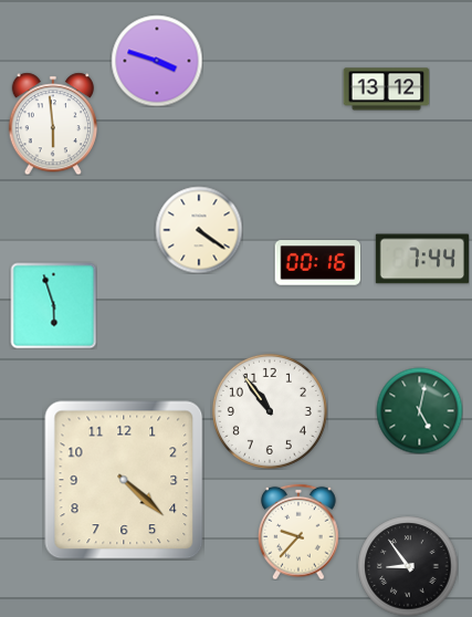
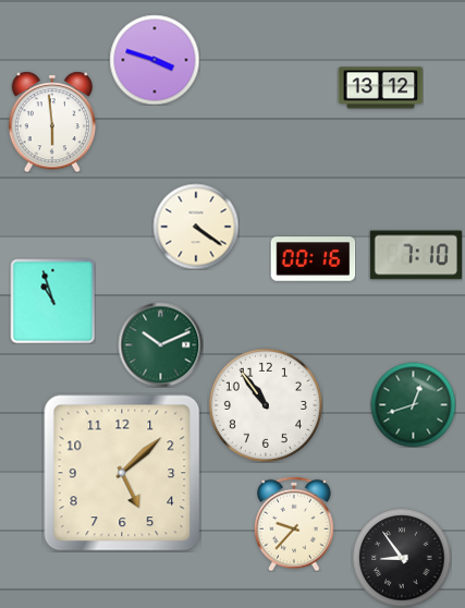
clock at (422, 259): 7:44 -> 7:10
clock at (53, 305): 5:57 -> 10:57
clock at (160, 344): none -> 10:11
clock at (419, 410): 5:02 -> 12:42
clock at (124, 480): 4:22 -> 5:08
